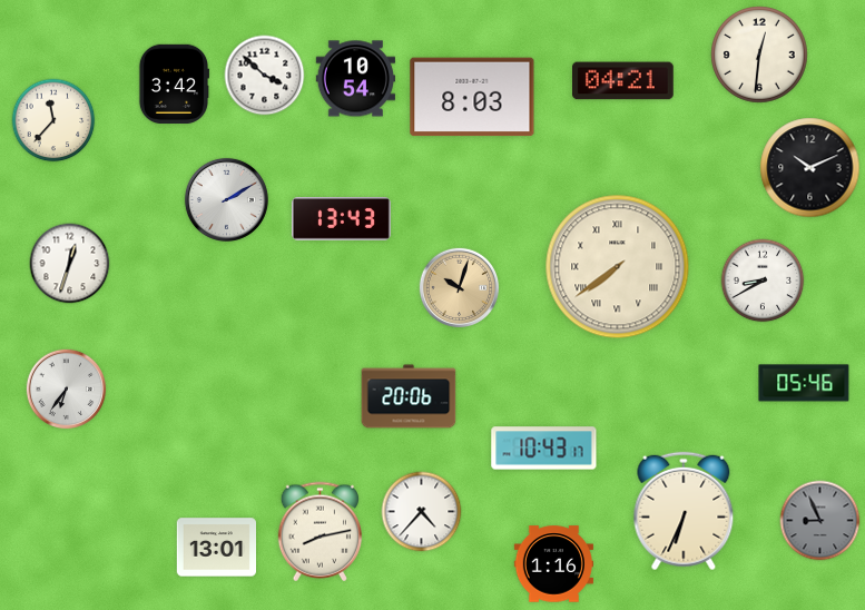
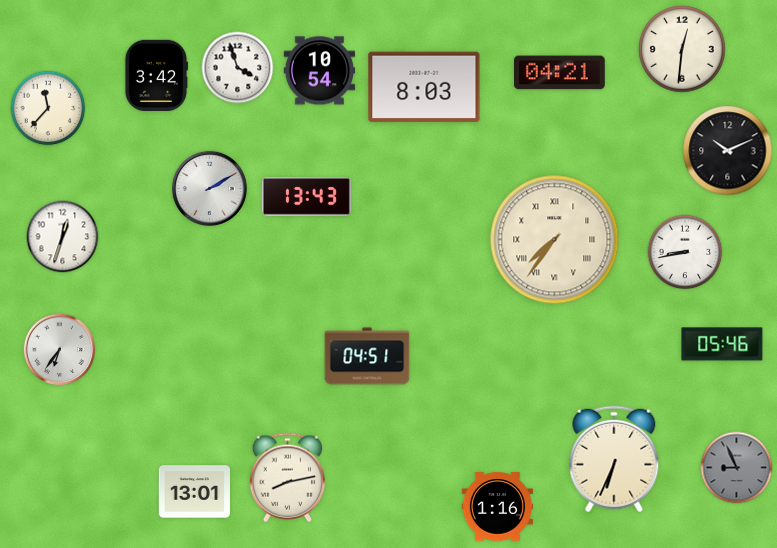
clock at (265, 76): 3:52 -> 3:57
clock at (226, 199) position: (226, 199) -> (209, 188)
clock at (618, 267): 7:39 -> 7:36
clock at (763, 281): 8:40 -> 8:43
clock at (460, 288): 10:03 -> none
clock at (409, 396): 20:06 -> 04:51
clock at (544, 449): 10:43 -> none
clock at (422, 512): 4:37 -> none
